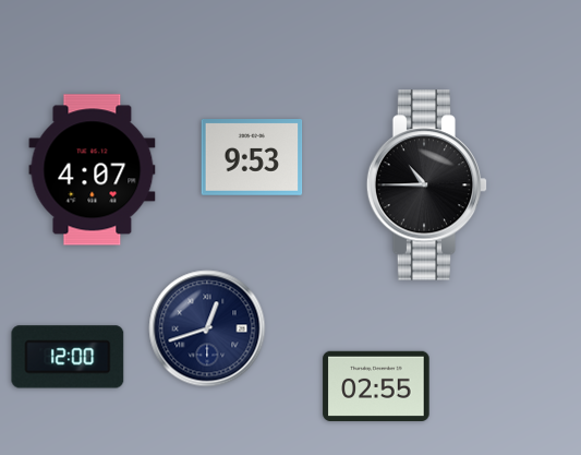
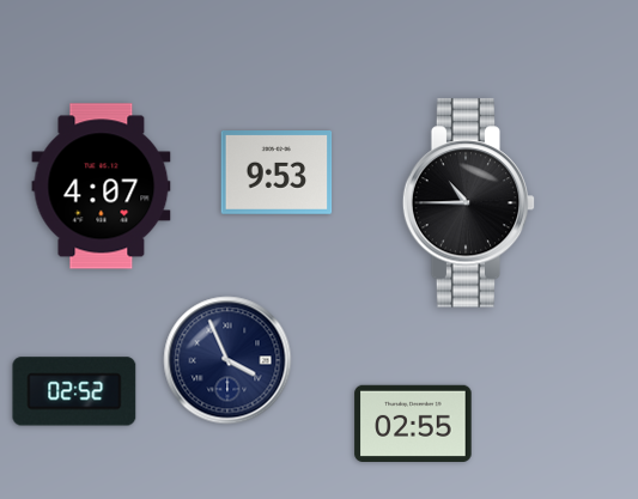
clock at (207, 328): 12:42 -> 3:56
clock at (68, 357): 12:00 -> 02:52
